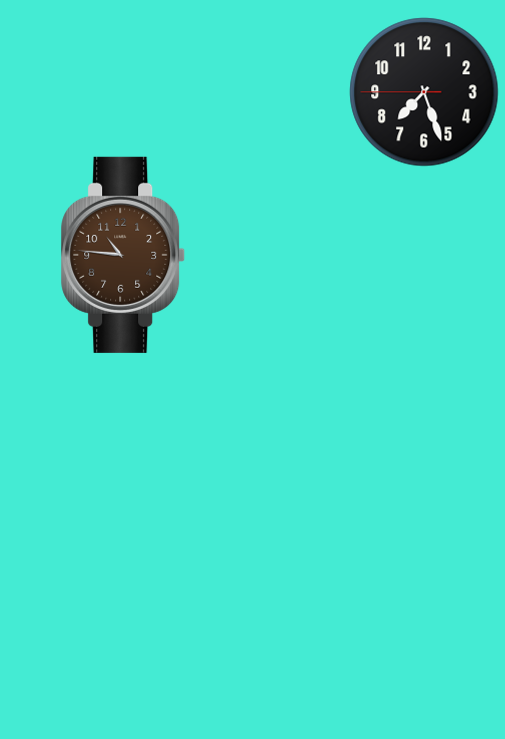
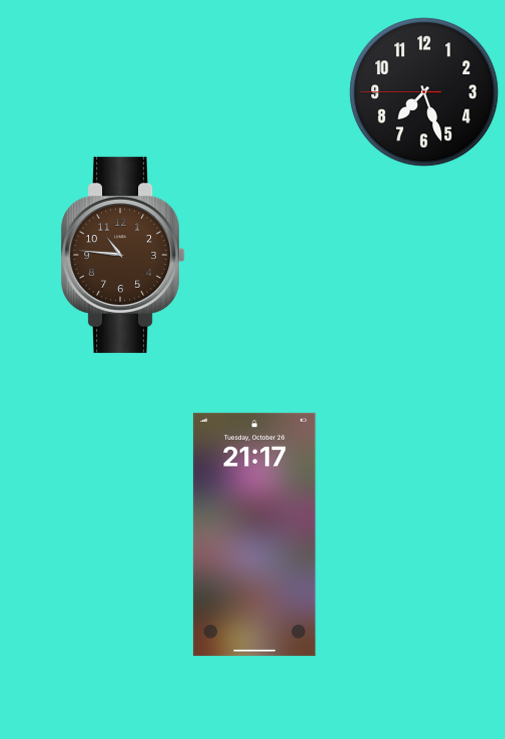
clock at (255, 534): none -> 21:17
